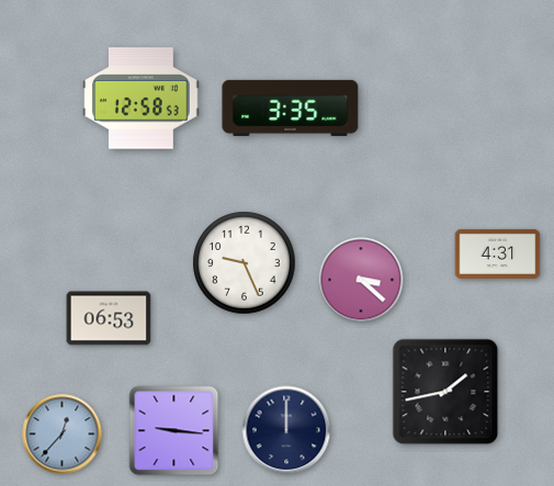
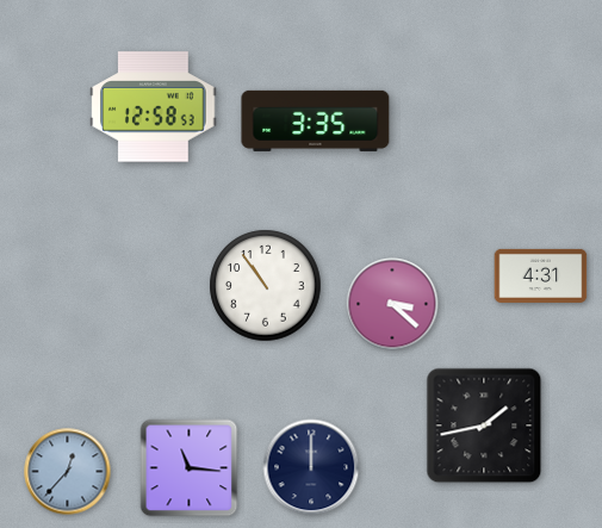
clock at (291, 108) position: (291, 108) -> (316, 120)
clock at (245, 263): 9:26 -> 10:54
clock at (109, 318): 06:53 -> none
clock at (174, 431): 9:16 -> 11:16
